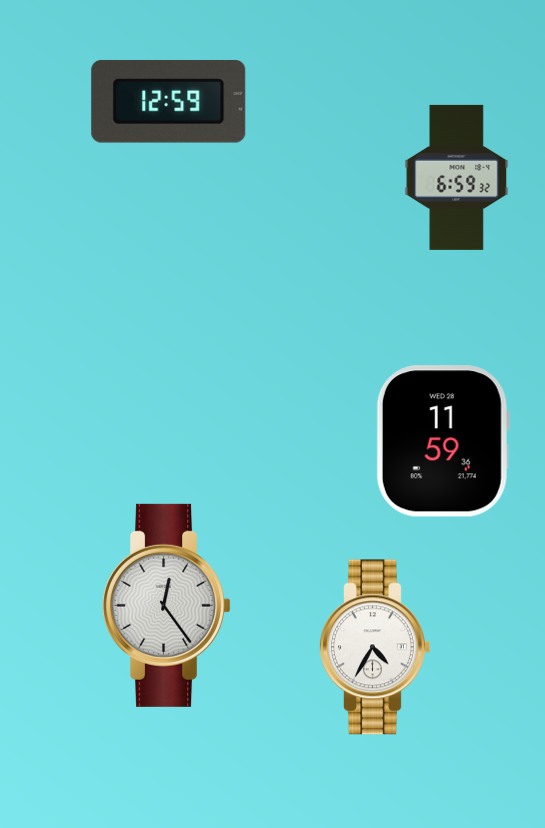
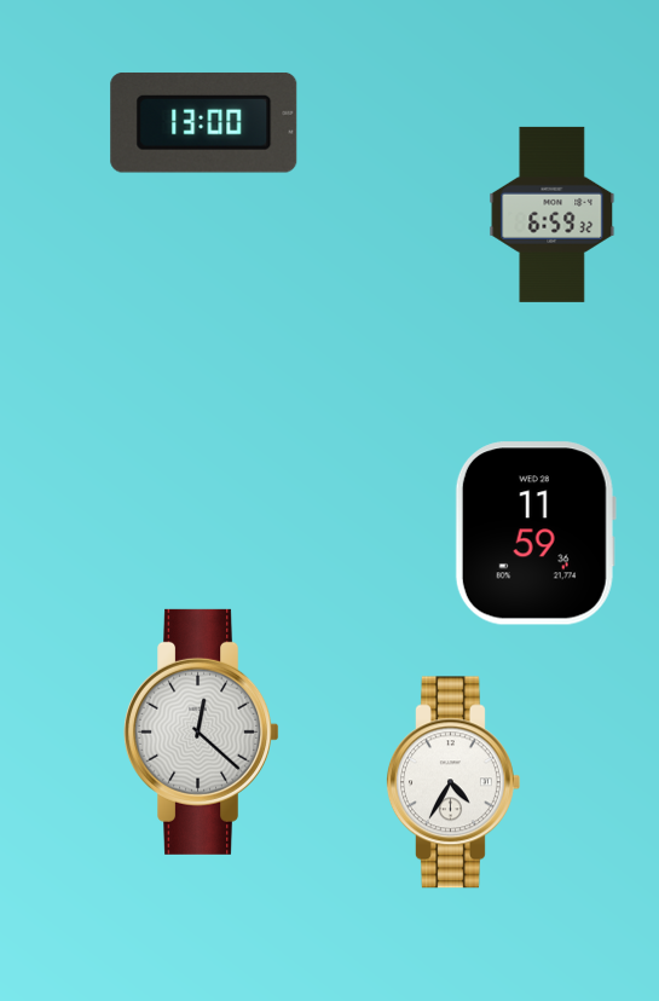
clock at (169, 101): 12:59 -> 13:00
clock at (166, 605): 12:24 -> 12:22
